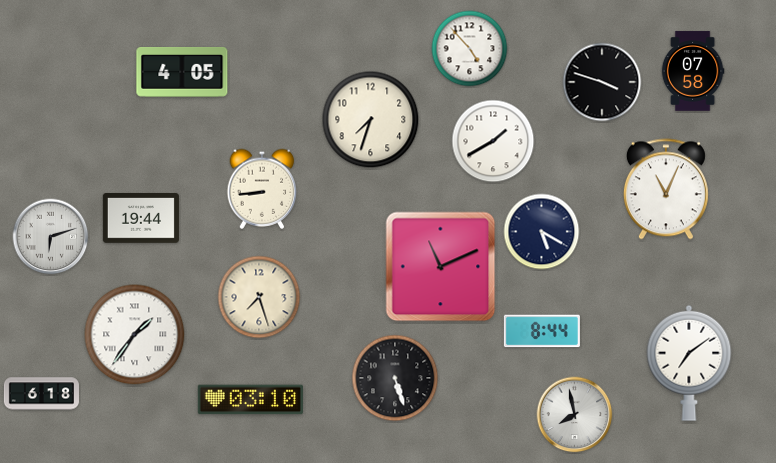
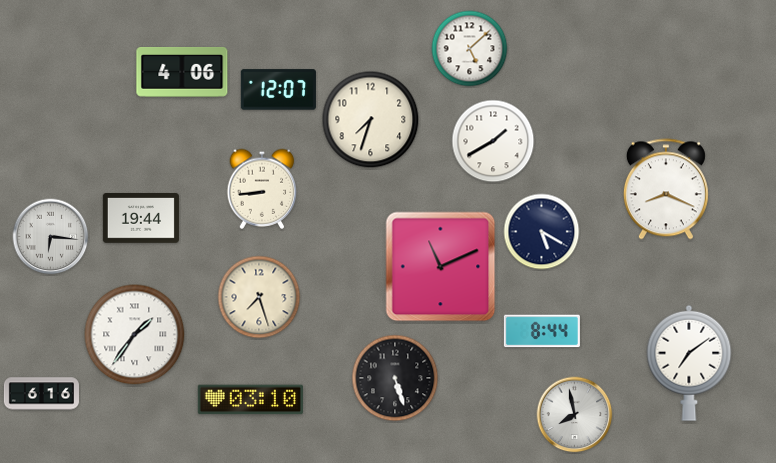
clock at (470, 49): 4:53 -> 5:08
clock at (693, 71): 07:58 -> none
clock at (182, 72): 4:05 -> 4:06
clock at (602, 82): 3:48 -> none
clock at (278, 90): none -> 12:07
clock at (666, 189): 11:04 -> 8:19
clock at (51, 237): 6:12 -> 6:16
clock at (41, 394): 6:18 -> 6:16
